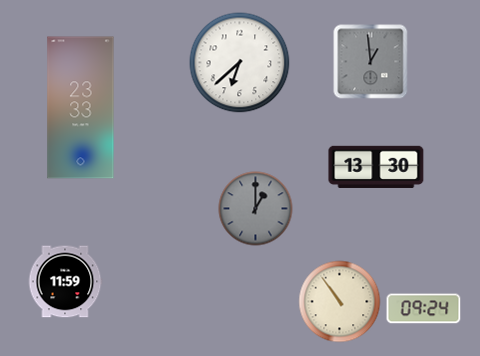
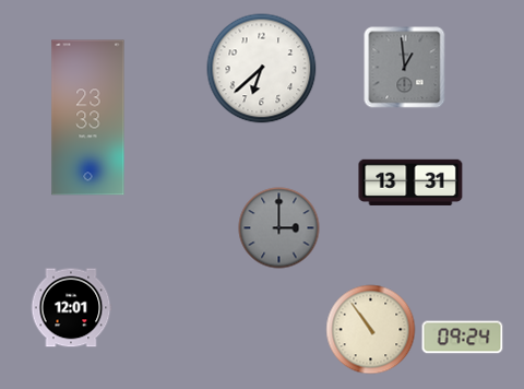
clock at (376, 167): 13:30 -> 13:31
clock at (256, 209): 1:00 -> 3:00
clock at (65, 282): 11:59 -> 12:01
